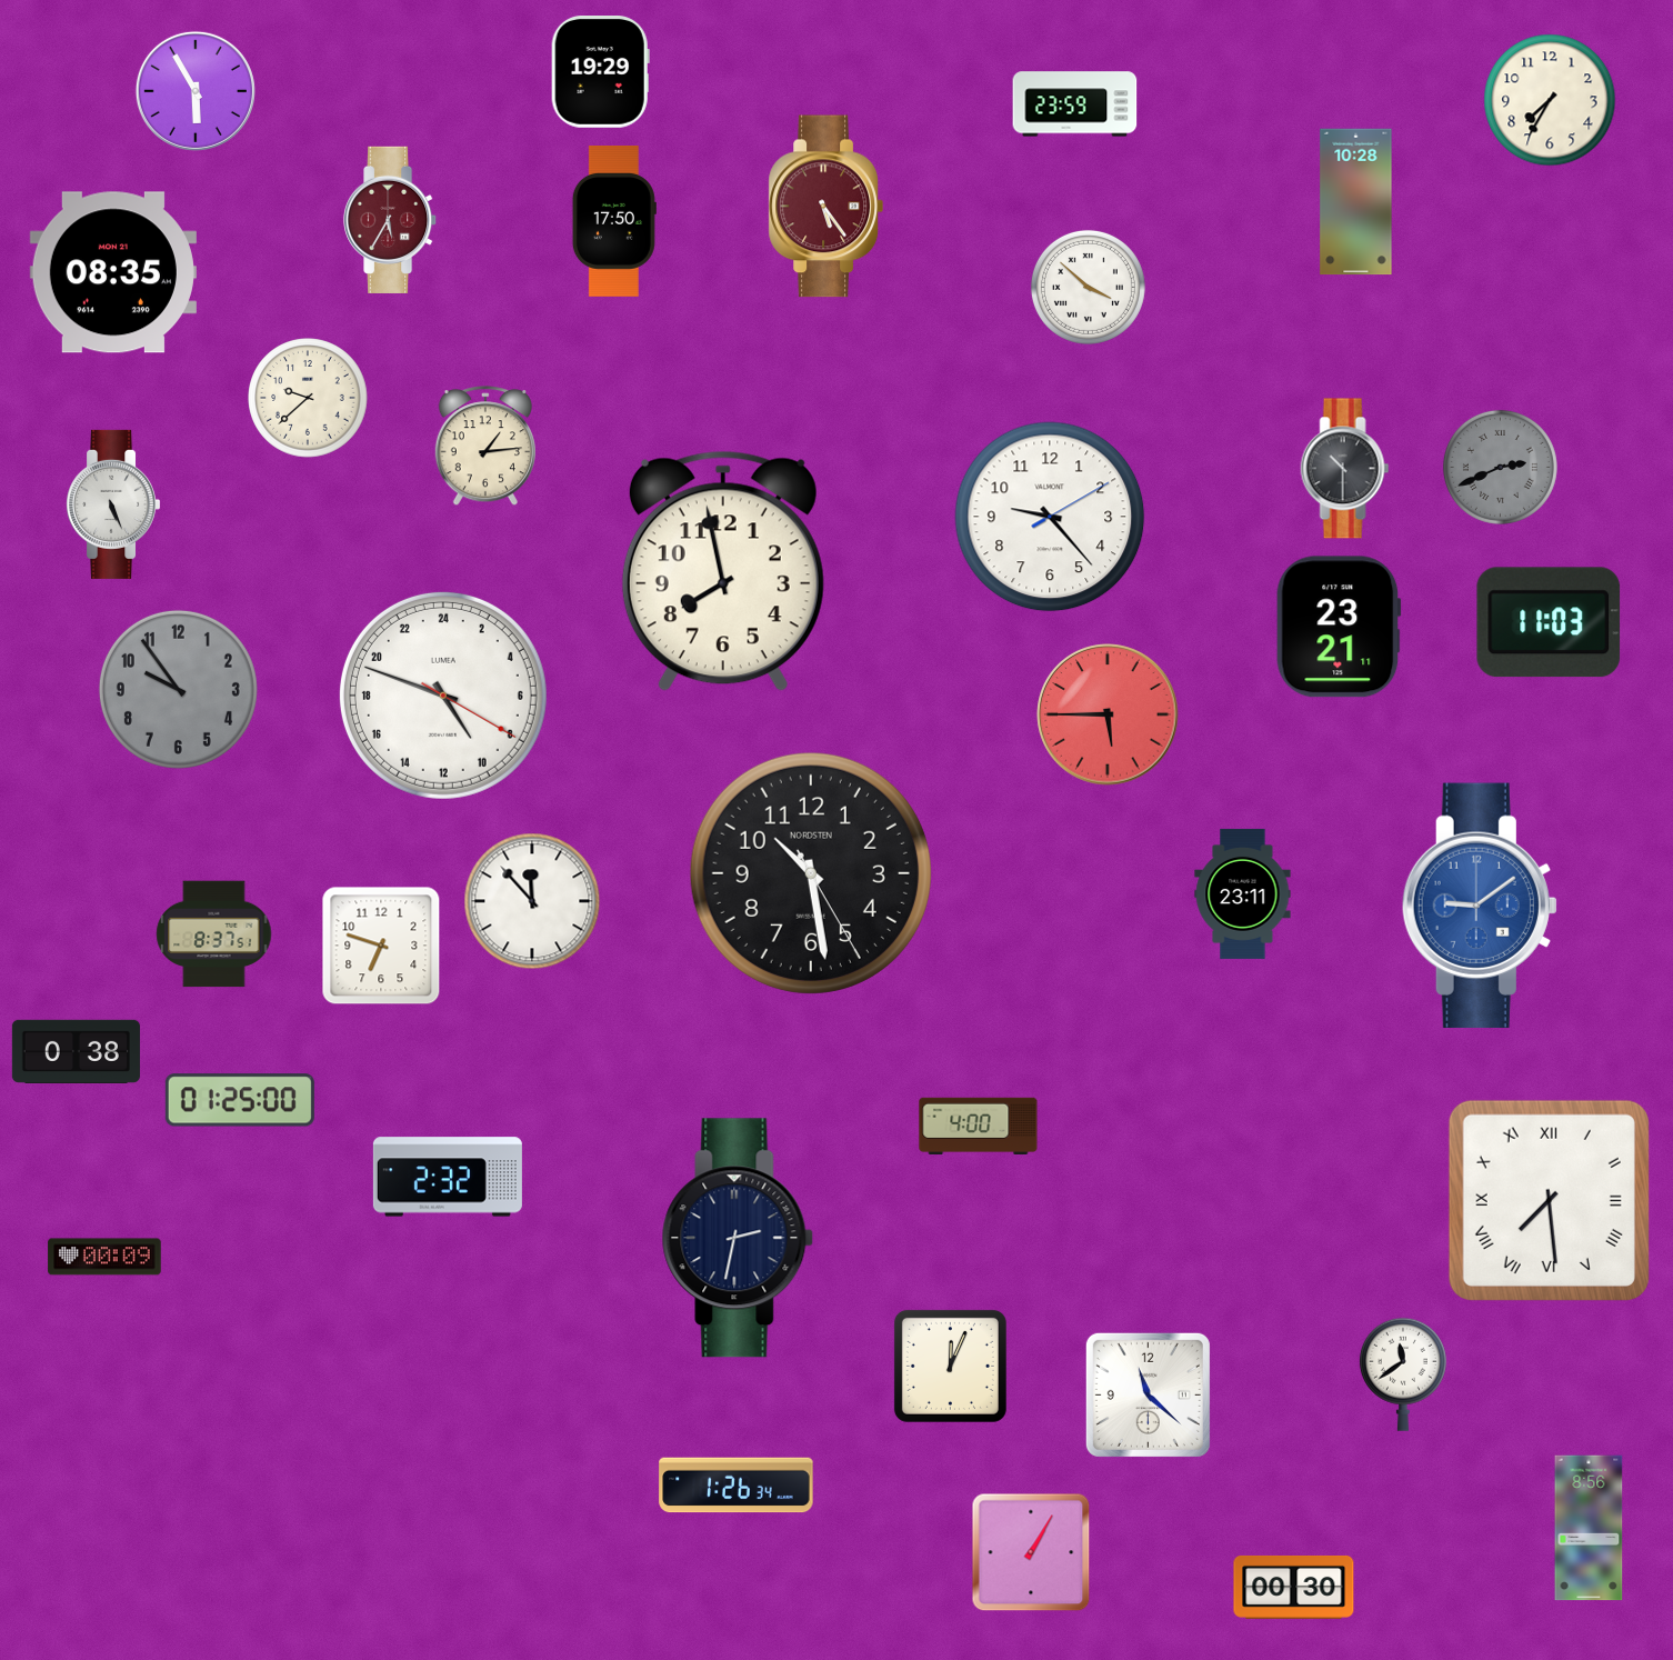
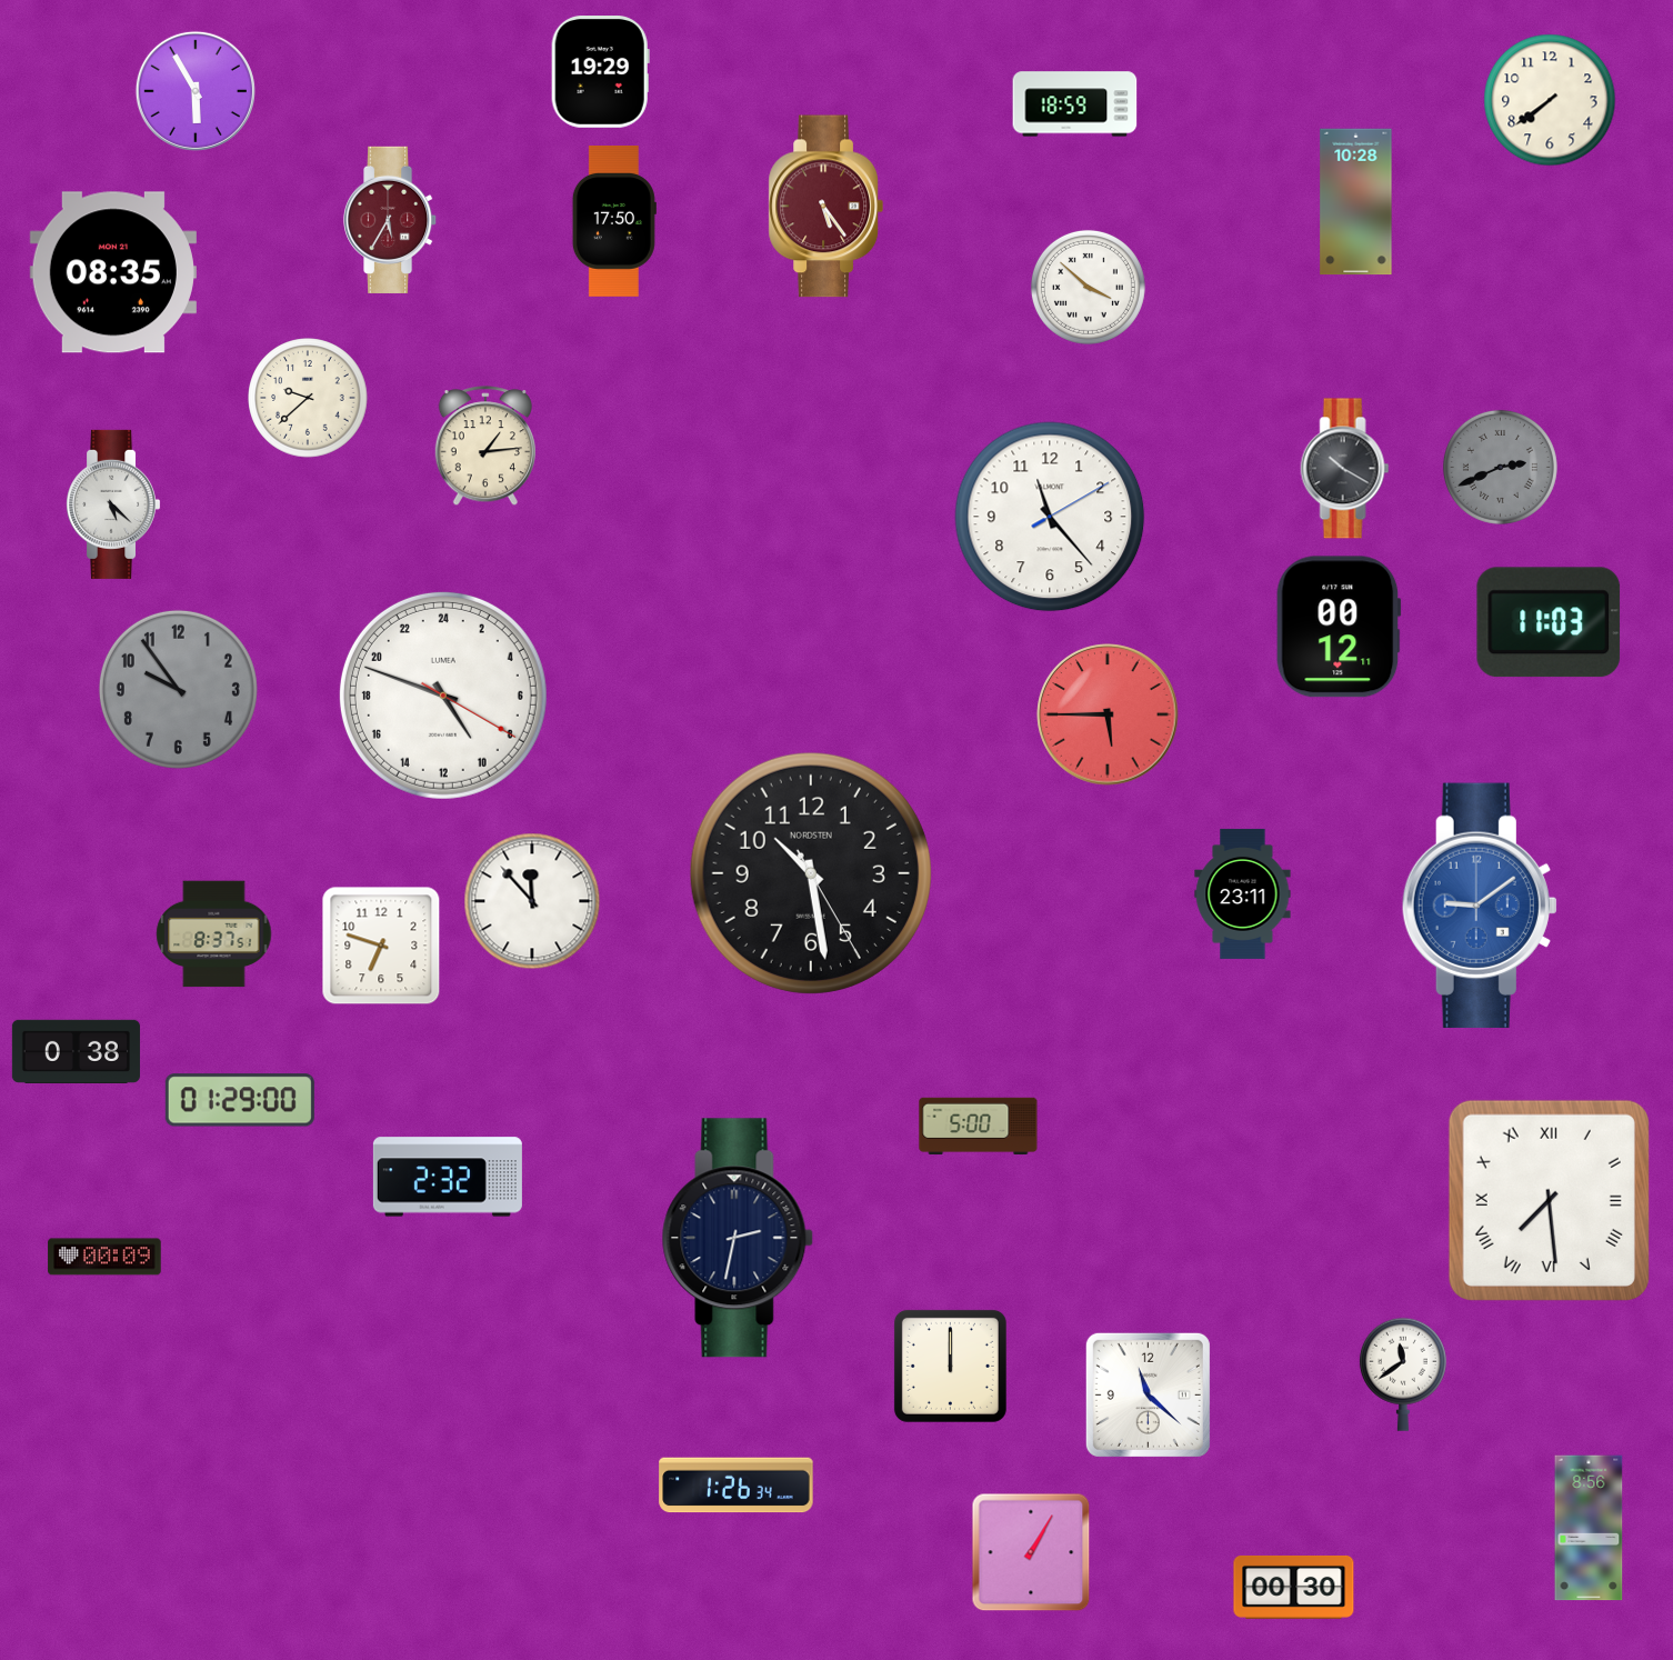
clock at (1550, 100): 7:35 -> 7:39
clock at (1075, 104): 23:59 -> 18:59
clock at (1345, 469): 10:30 -> 10:20
clock at (113, 504): 5:26 -> 5:22
clock at (1050, 517): 9:23 -> 11:23
clock at (723, 571): 7:58 -> none
clock at (1339, 627): 23:21 -> 00:12
clock at (240, 1100): 01:25 -> 01:29
clock at (979, 1127): 4:00 -> 5:00
clock at (950, 1366): 12:04 -> 12:00
